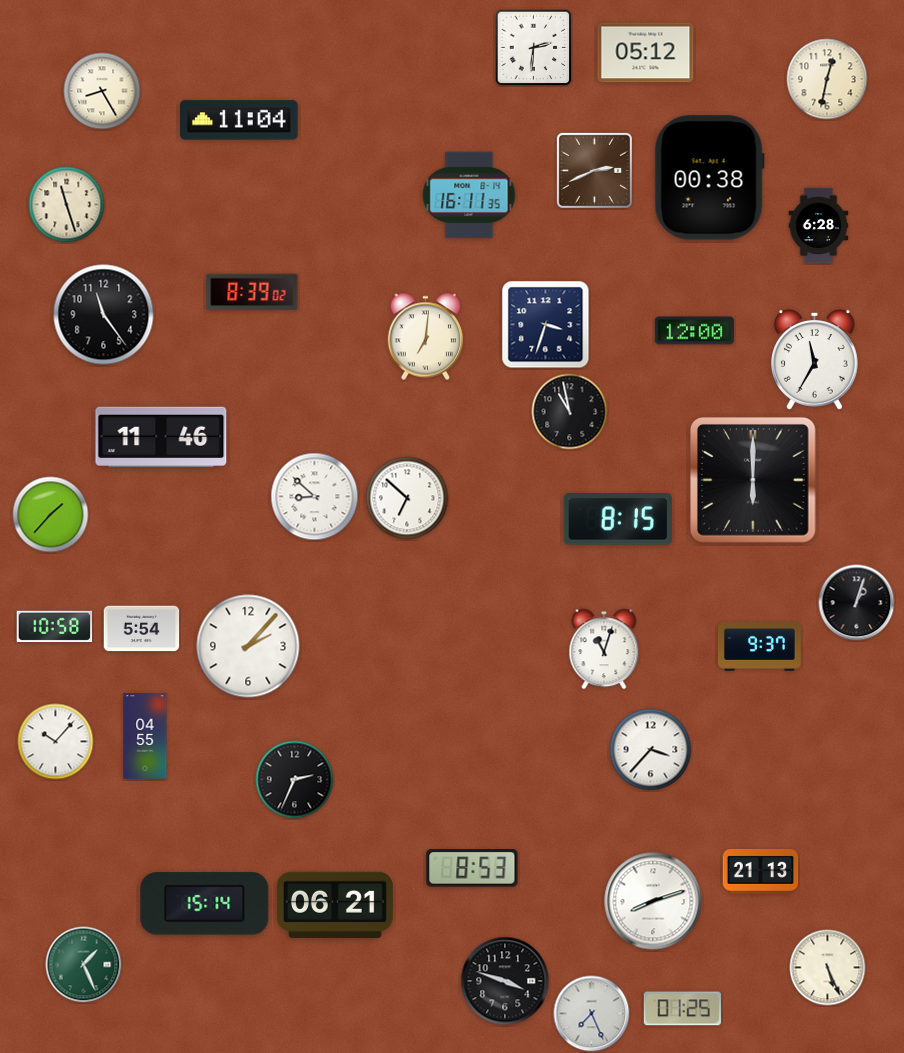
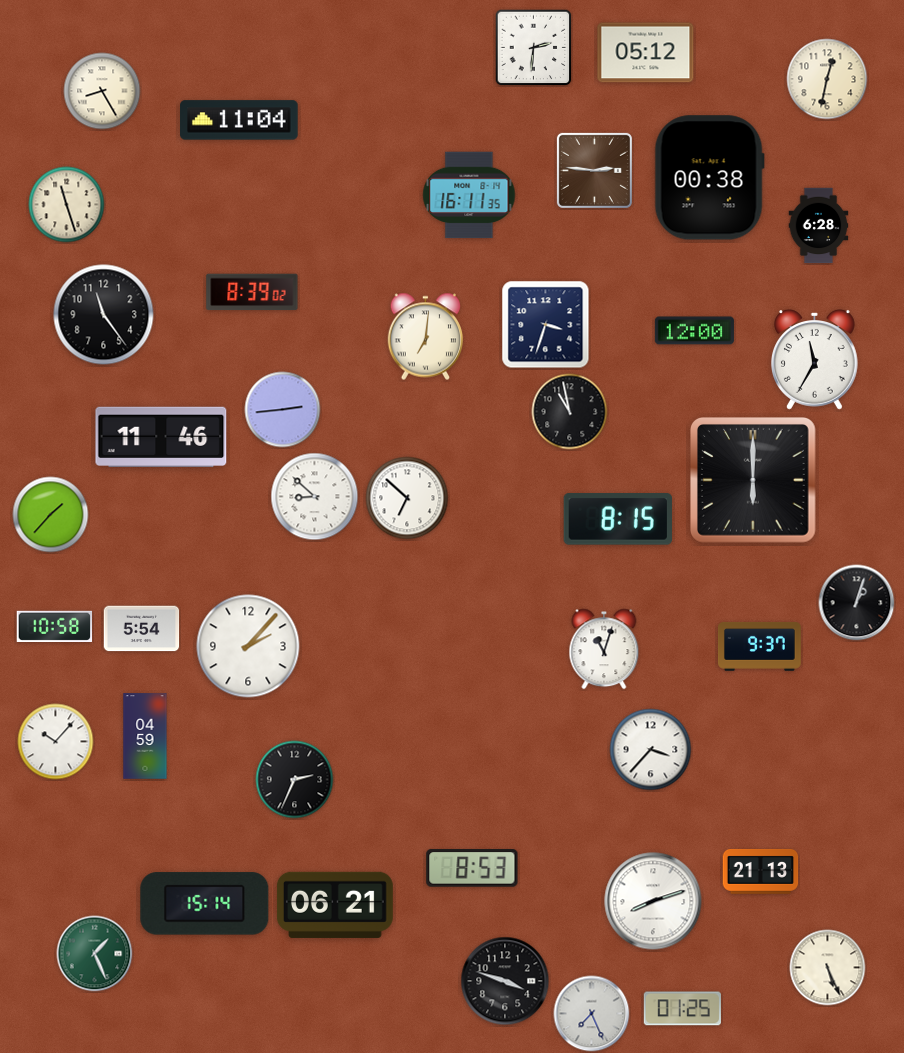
clock at (594, 170): 2:41 -> 2:46
clock at (283, 410): none -> 2:44
clock at (145, 736): 04:55 -> 04:59
clock at (84, 965) position: (84, 965) -> (95, 954)
